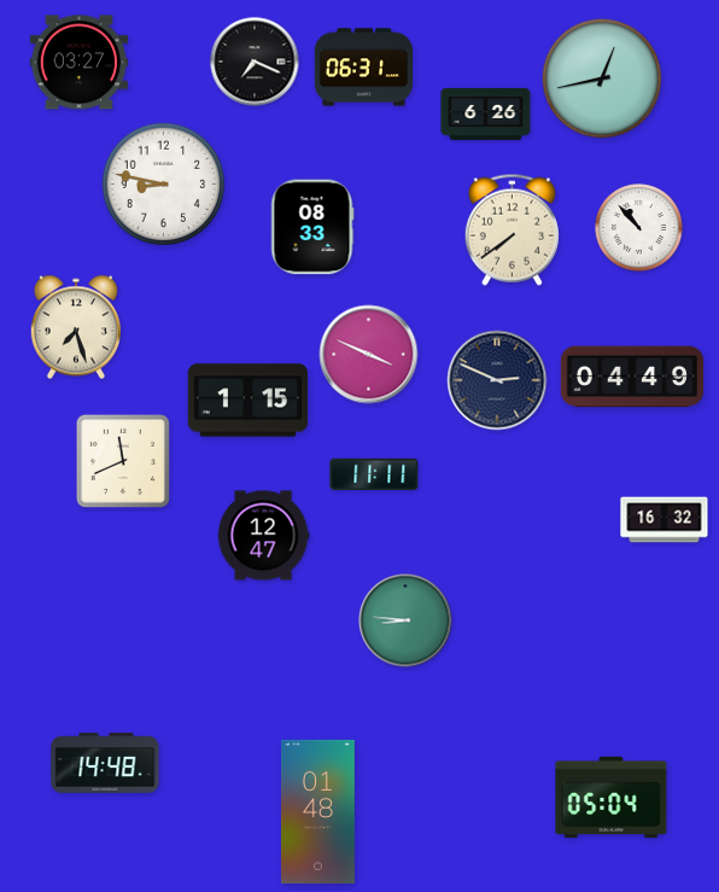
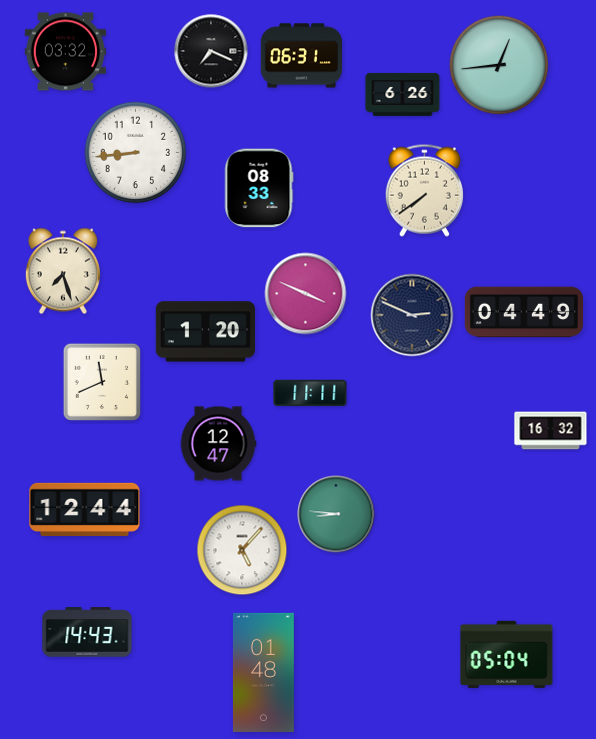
clock at (78, 63): 03:27 -> 03:32
clock at (602, 78): 12:43 -> 12:44
clock at (164, 185): 8:47 -> 8:44
clock at (639, 228): 10:53 -> none
clock at (249, 401): 1:15 -> 1:20
clock at (85, 509): none -> 12:44
clock at (242, 550): none -> 5:07
clock at (105, 763): 14:48 -> 14:43
clock at (612, 798) position: (612, 798) -> (507, 655)
